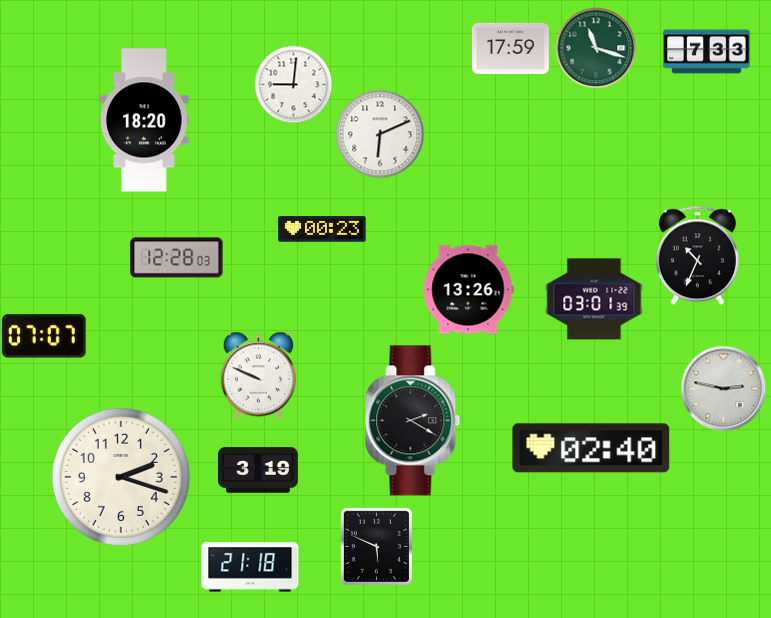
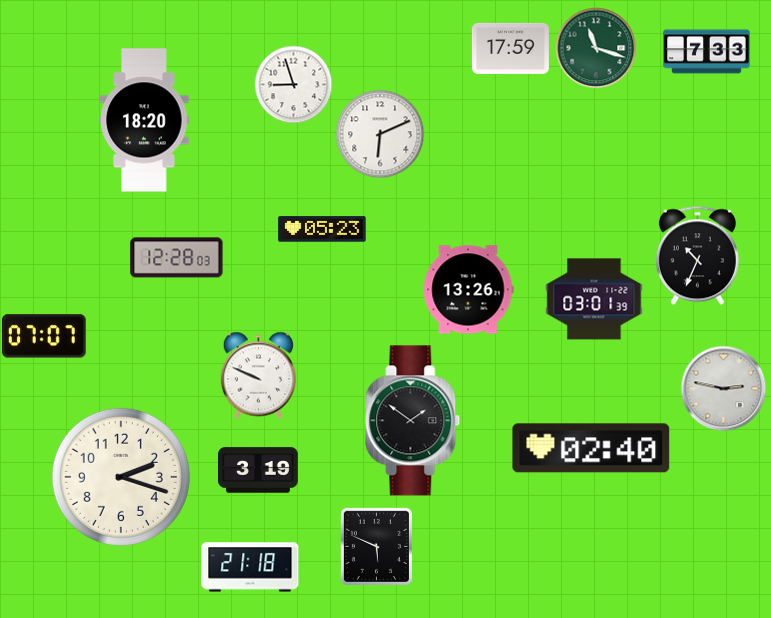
clock at (293, 84): 9:01 -> 8:57
clock at (322, 229): 00:23 -> 05:23
clock at (413, 421): 2:20 -> 1:51
